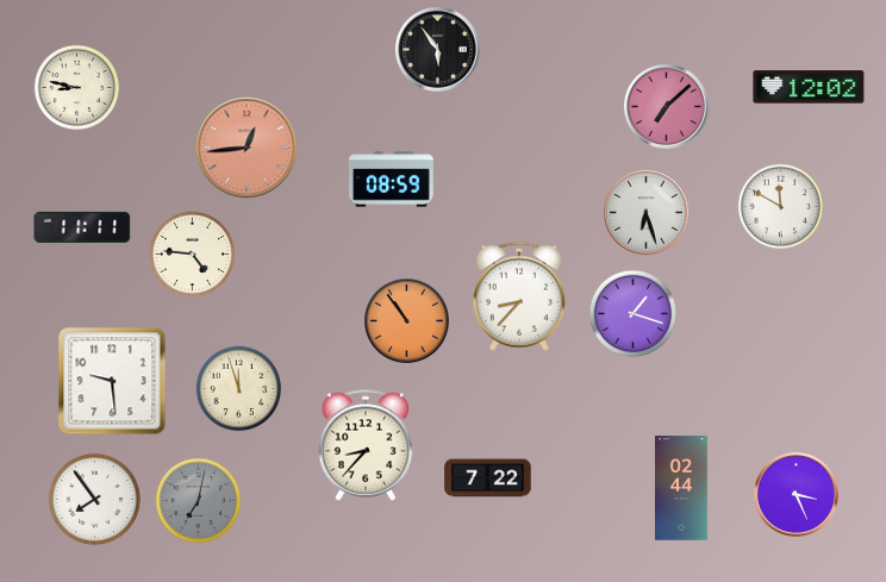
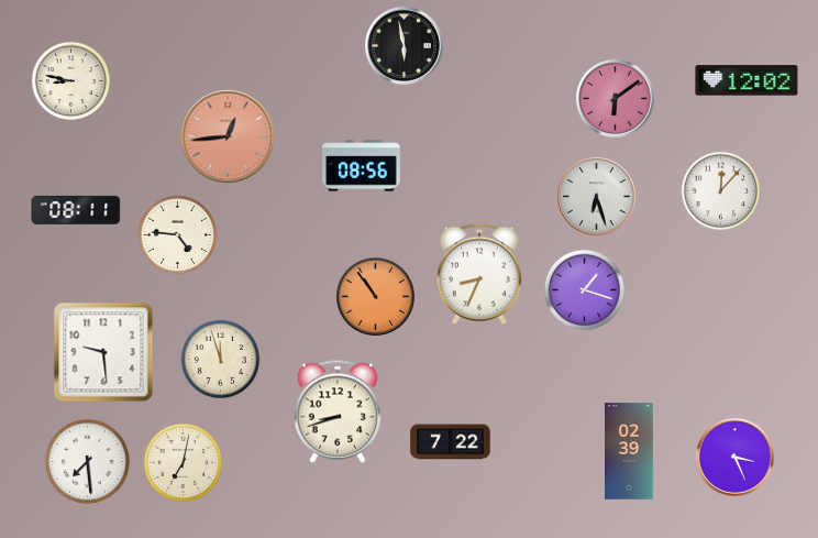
clock at (438, 50): 5:54 -> 5:58
clock at (667, 107): 7:08 -> 6:09
clock at (392, 180): 08:59 -> 08:56
clock at (781, 207): 11:50 -> 12:07
clock at (82, 227): 11:11 -> 08:11
clock at (519, 296): 8:37 -> 8:34
clock at (366, 445): 8:37 -> 8:42
clock at (682, 488): 02:44 -> 02:39
clock at (94, 499): 7:54 -> 7:29
clock at (199, 501) dial: grey -> cream
